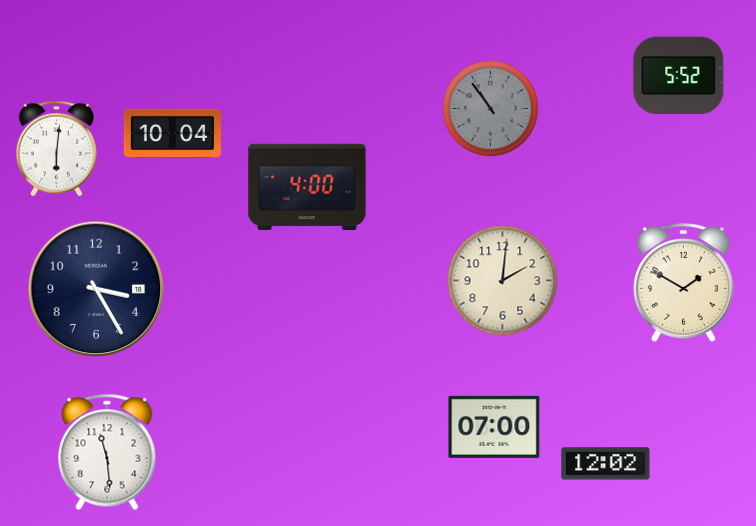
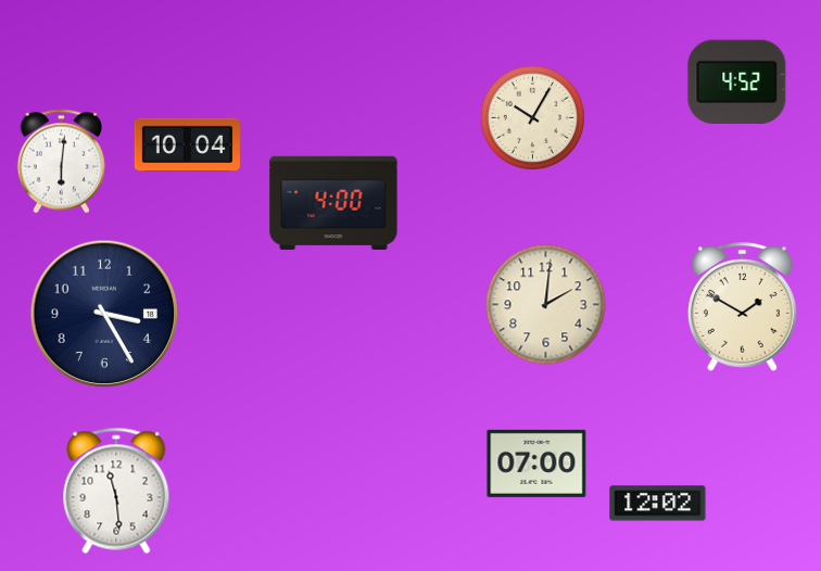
clock at (679, 76): 5:52 -> 4:52
clock at (490, 108): 10:54 -> 10:05
clock at (490, 108) dial: grey -> cream
